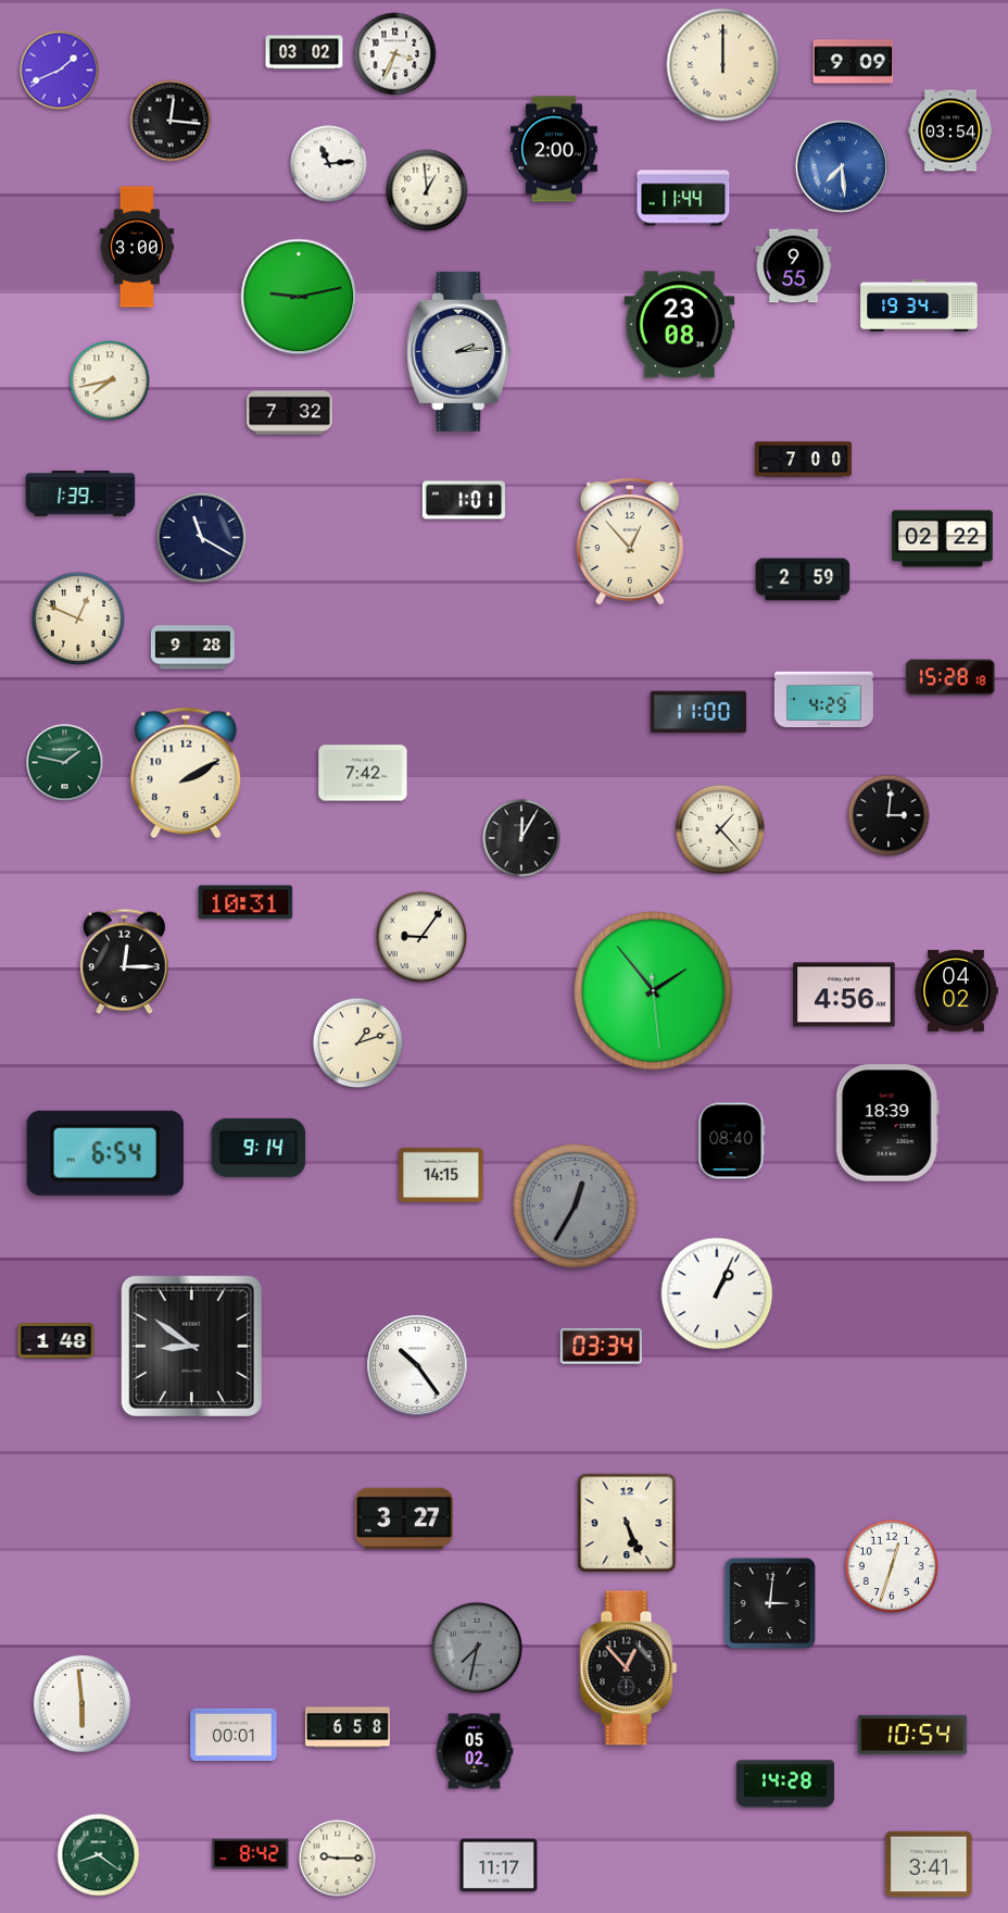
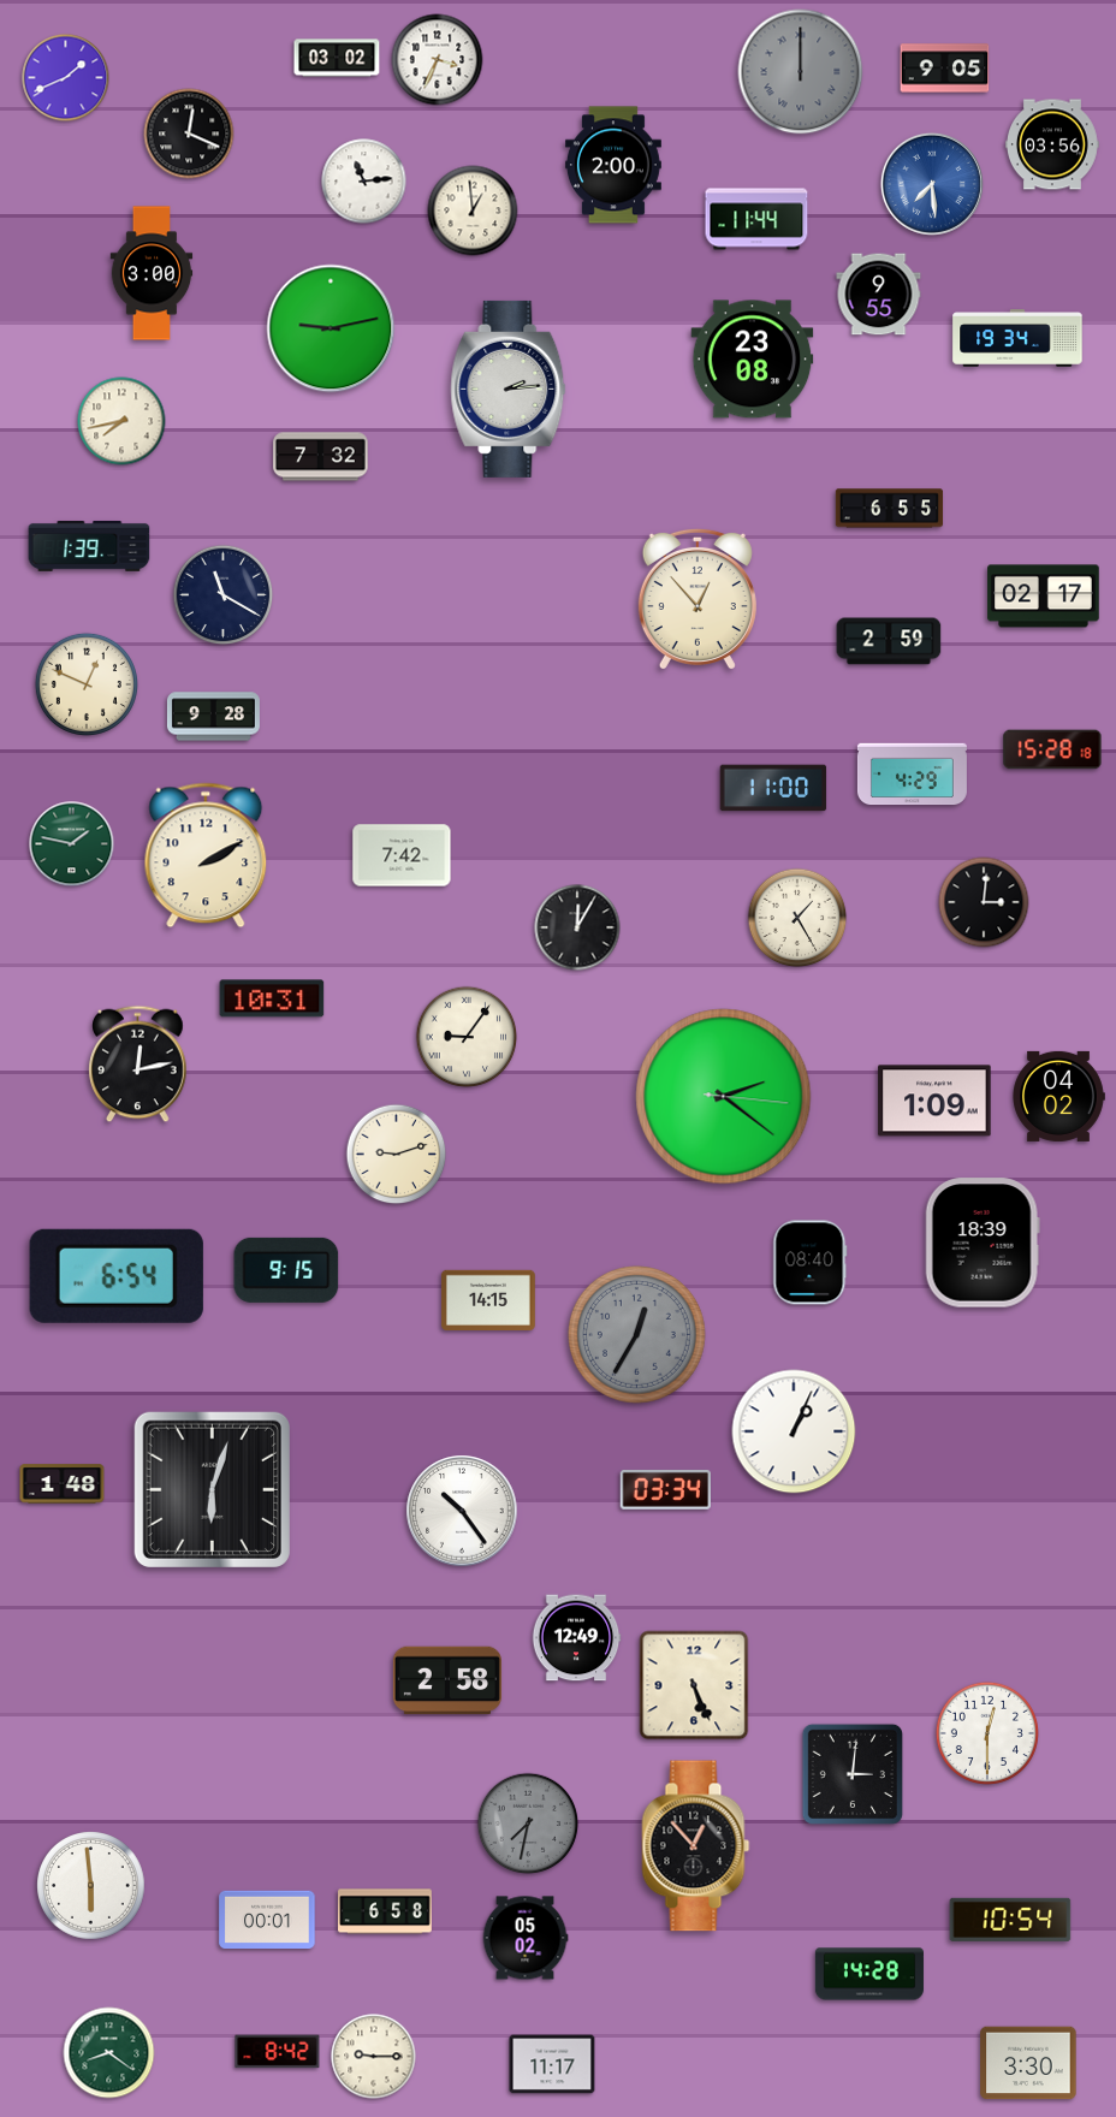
clock at (854, 62): 9:09 -> 9:05
clock at (723, 65) dial: cream -> grey
clock at (171, 121): 12:16 -> 12:19
clock at (952, 130): 03:54 -> 03:56
clock at (804, 460): 7:00 -> 6:55
clock at (464, 500): 1:01 -> none
clock at (943, 539): 02:22 -> 02:17
clock at (720, 829): 1:23 -> 1:25
clock at (125, 962): 12:15 -> 12:13
clock at (654, 991): 1:53 -> 2:21
clock at (844, 995): 4:56 -> 1:09
clock at (358, 1043): 1:12 -> 9:12
clock at (259, 1148): 9:14 -> 9:15
clock at (191, 1346): 8:51 -> 6:03
clock at (576, 1638): none -> 12:49
clock at (404, 1518): 3:27 -> 2:58
clock at (892, 1566): 12:33 -> 12:30
clock at (234, 1734) position: (234, 1734) -> (267, 1919)
clock at (929, 1864): 3:41 -> 3:30
